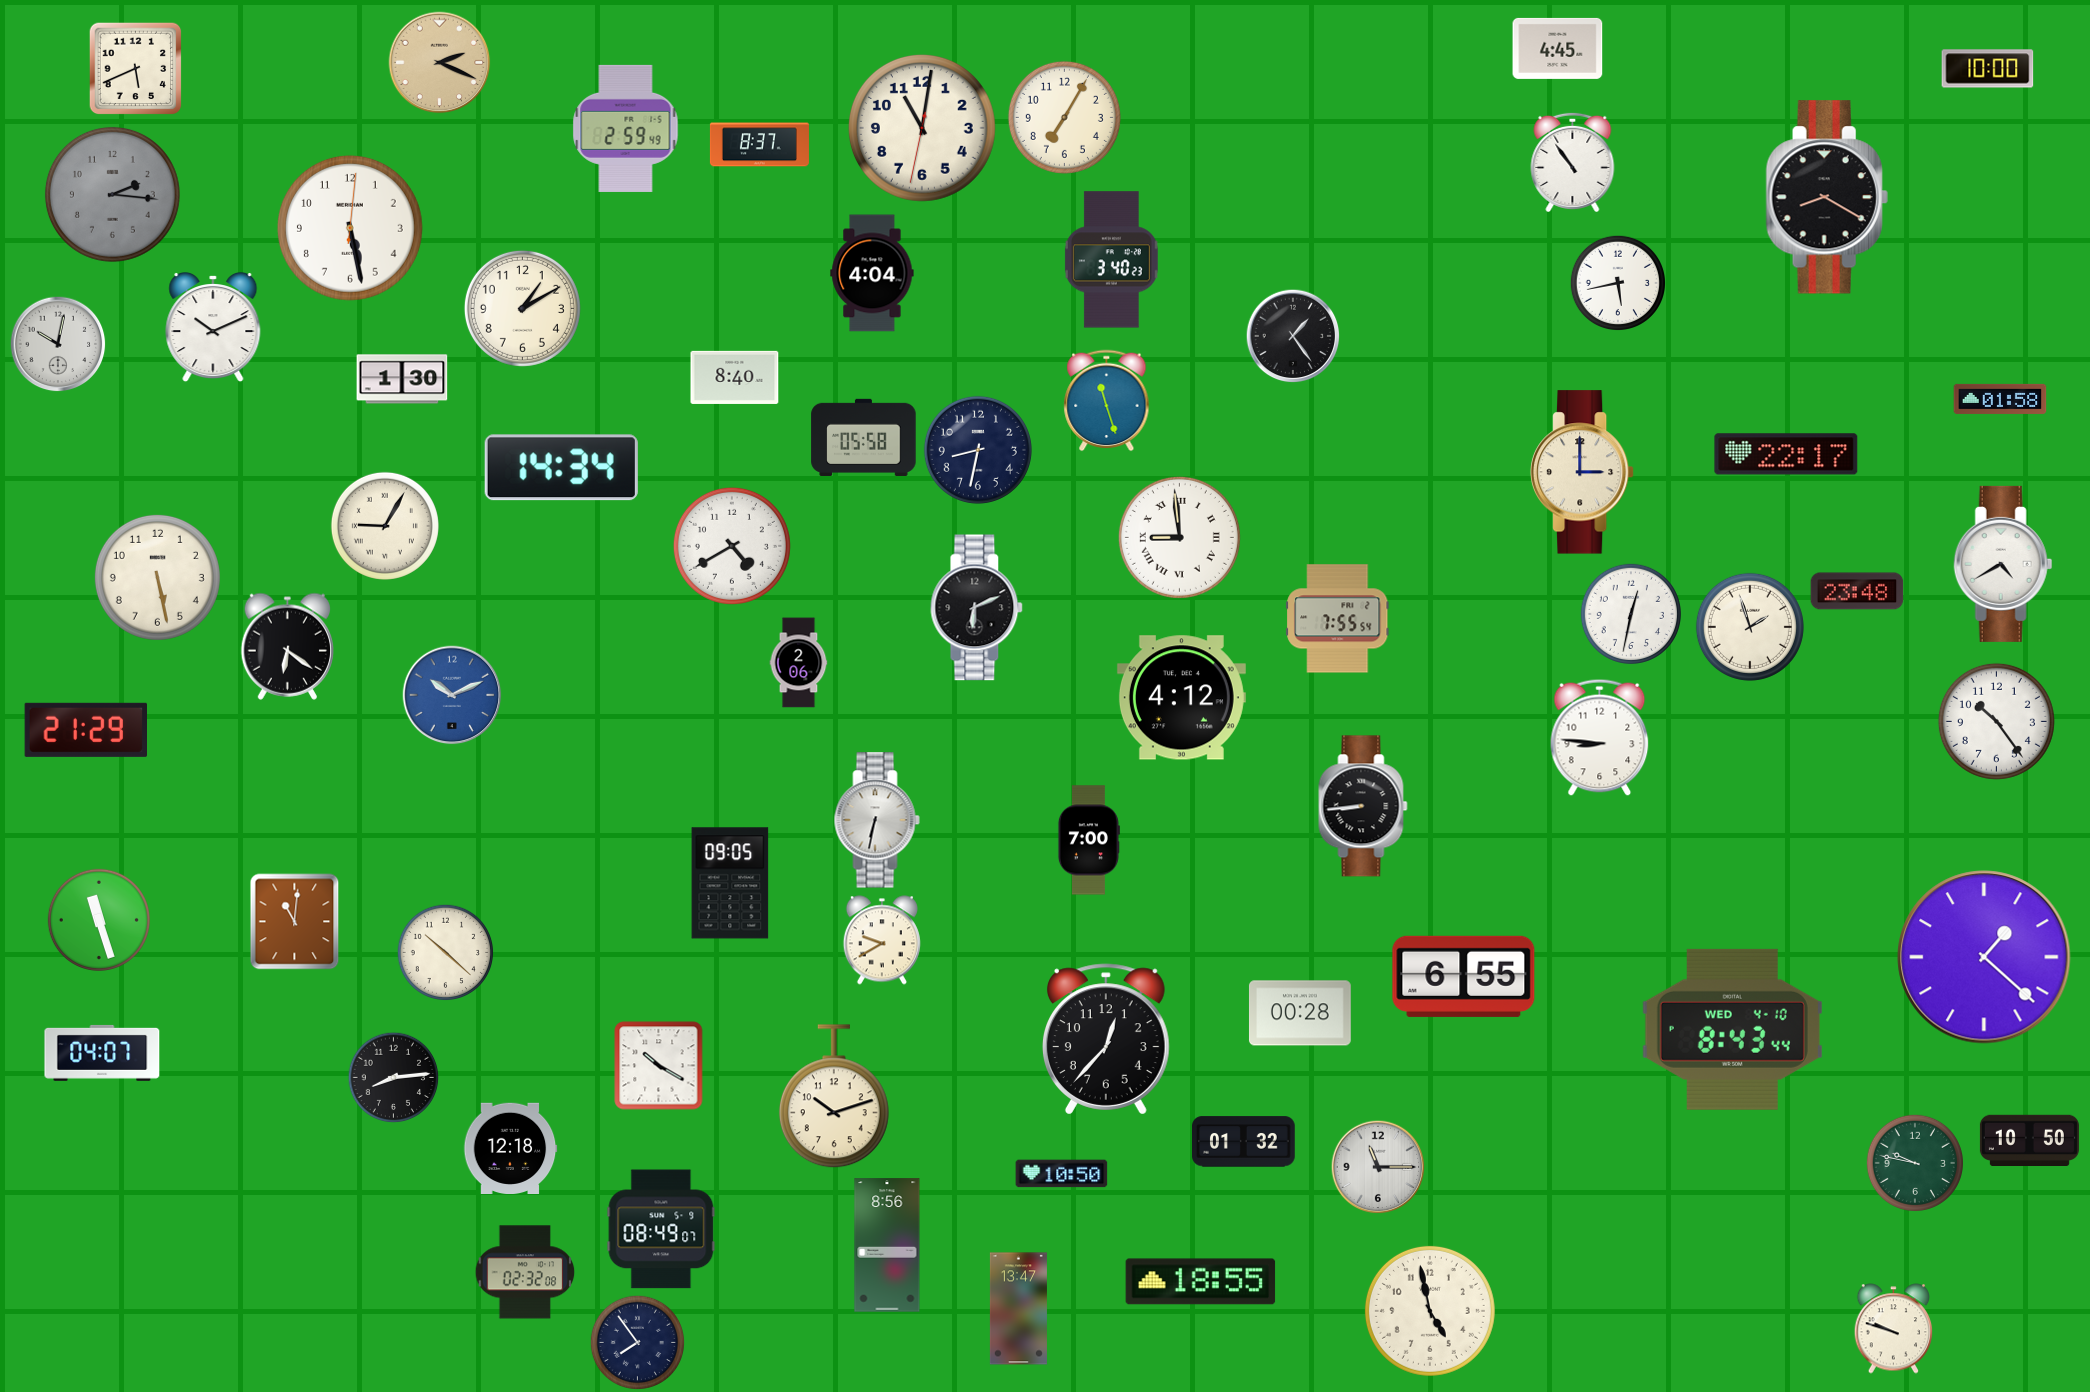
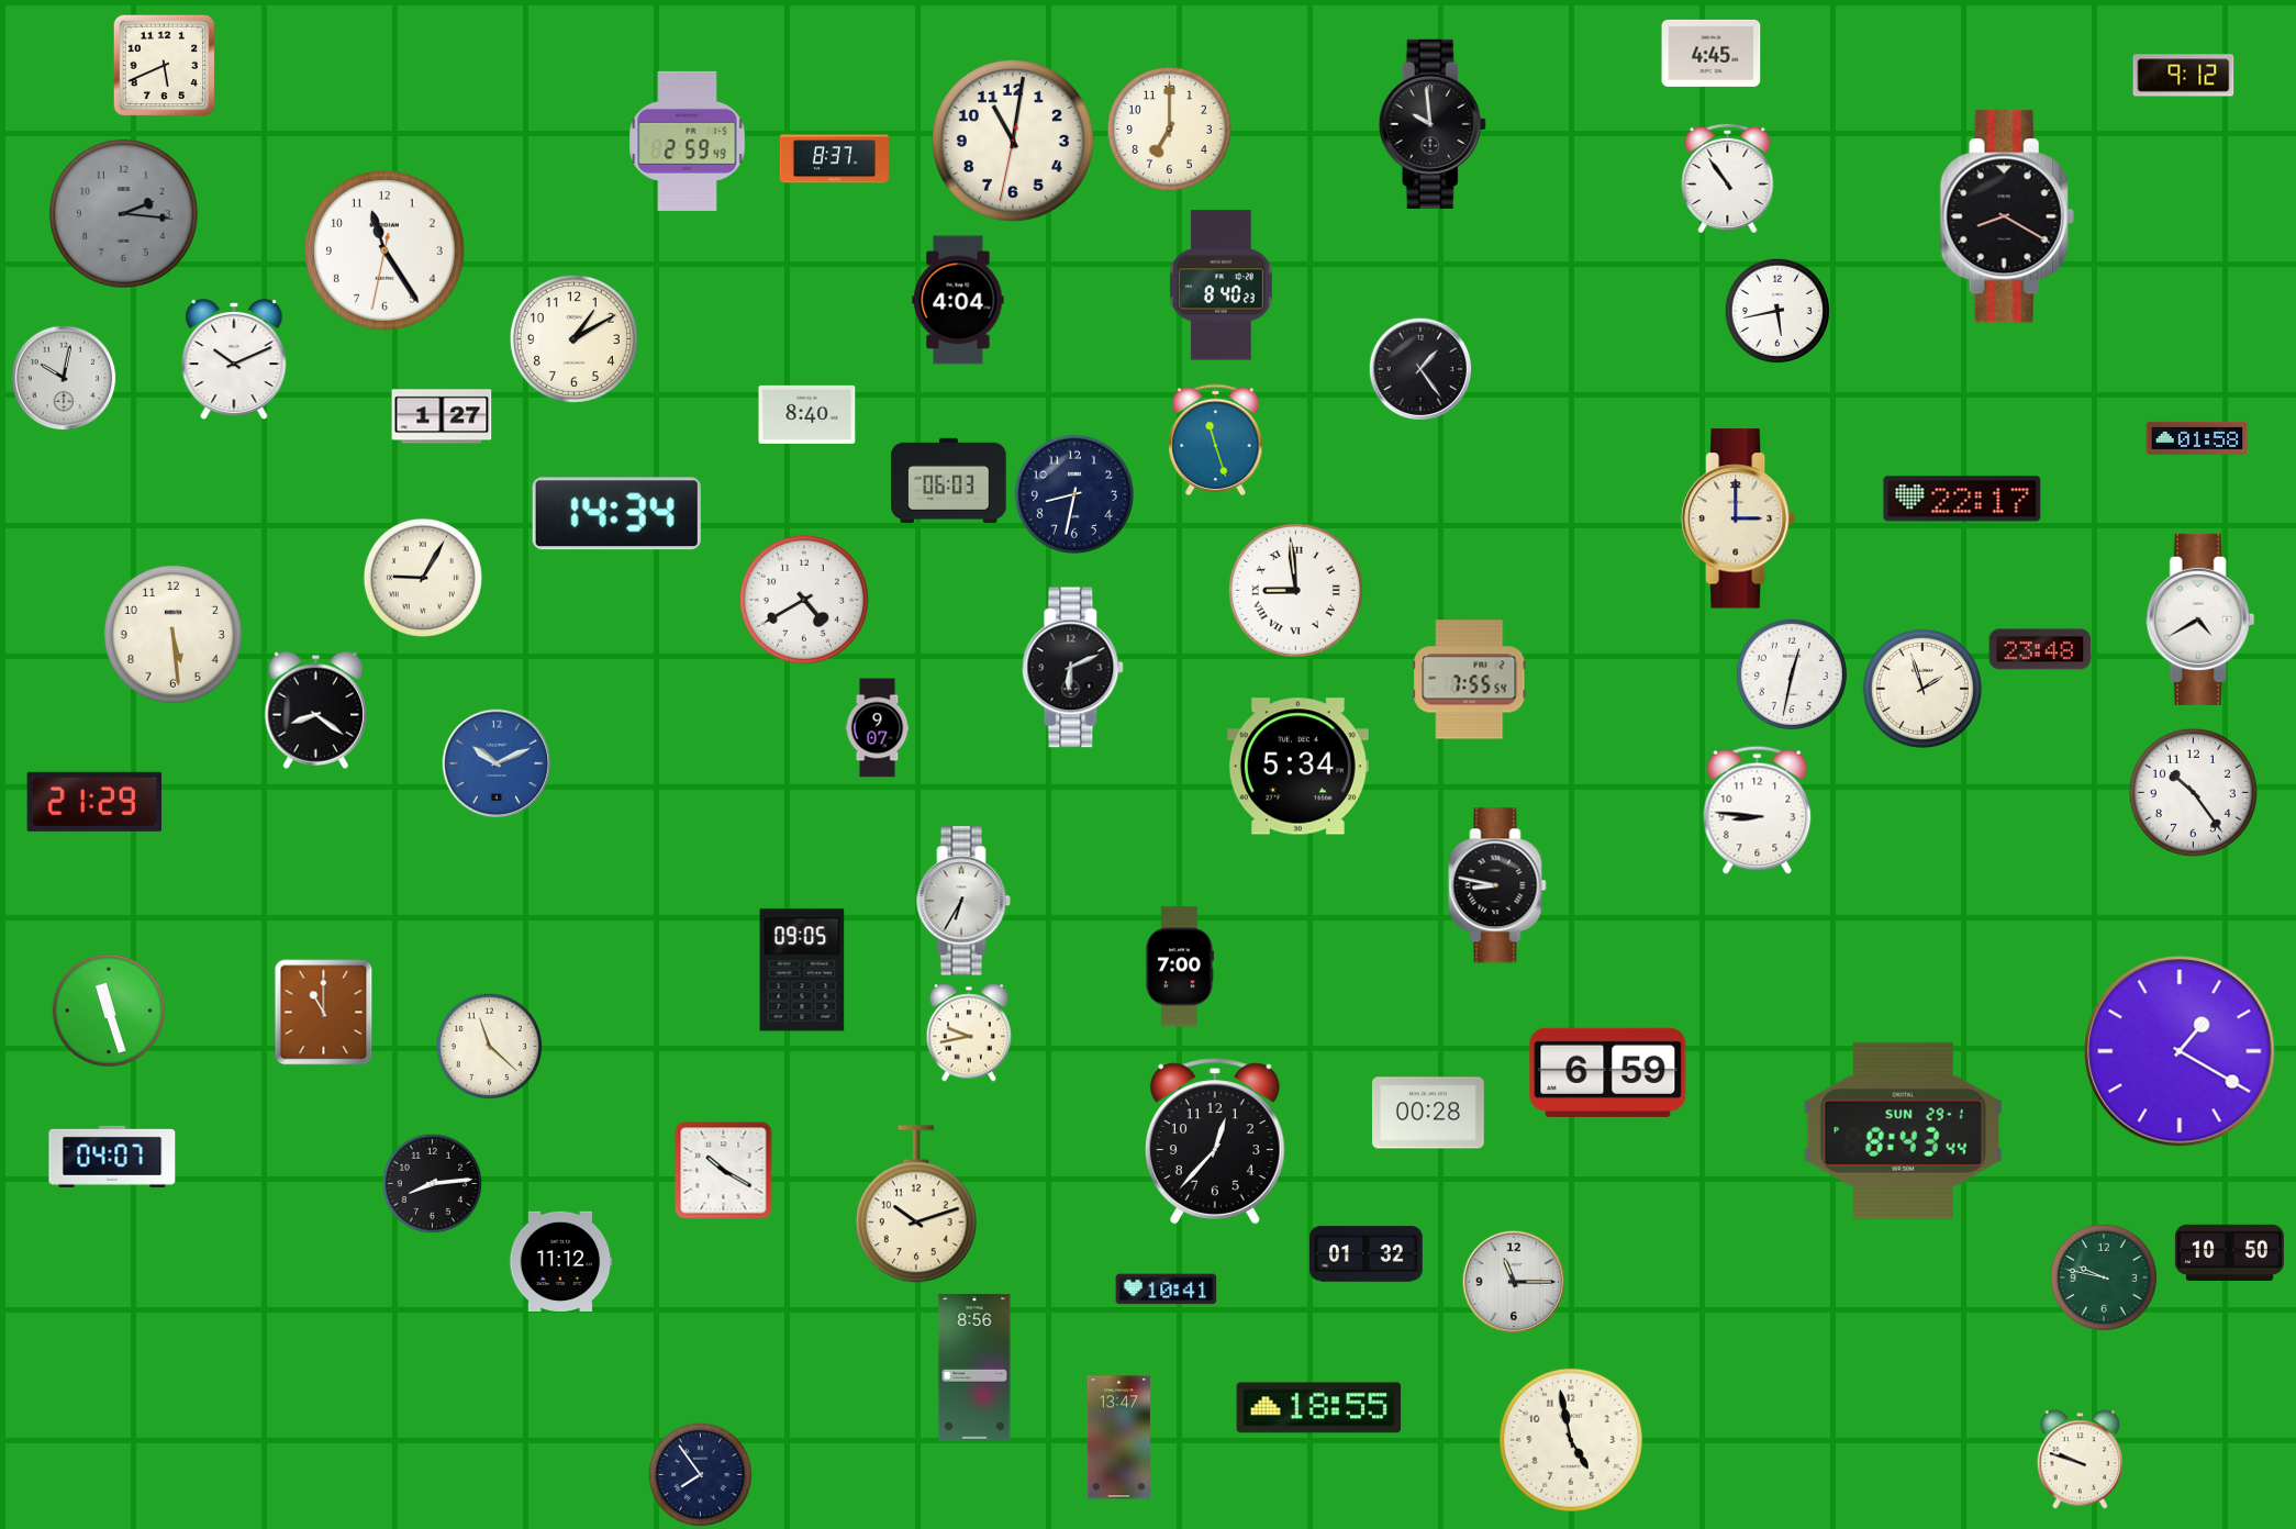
clock at (440, 63): 2:19 -> none
clock at (136, 69) position: (136, 69) -> (165, 66)
clock at (1988, 69): 10:00 -> 9:12
clock at (1433, 124): none -> 9:59
clock at (1064, 117): 7:05 -> 7:00
clock at (350, 228): 5:28 -> 11:24
clock at (1111, 260): 3:40 -> 8:40
clock at (402, 379): 1:30 -> 1:27
clock at (864, 437): 05:58 -> 06:03
clock at (157, 577): 5:28 -> 5:29
clock at (287, 646): 6:21 -> 8:21
clock at (799, 663): 2:06 -> 9:07
clock at (1181, 698): 4:12 -> 5:34
clock at (1363, 806): 8:44 -> 8:47
clock at (877, 820): 6:32 -> 6:35
clock at (1088, 840) position: (1088, 840) -> (1179, 967)
clock at (295, 922): 11:01 -> 11:00
clock at (882, 940): 9:40 -> 9:43
clock at (445, 952): 10:22 -> 11:22
clock at (1984, 957): 1:22 -> 1:20
clock at (1464, 976): 6:55 -> 6:59
clock at (1732, 1029) date: WED 4-10 -> SUN 29-1
clock at (510, 1148): 12:18 -> 11:12
clock at (1062, 1174): 10:50 -> 10:41
clock at (661, 1229): 08:49 -> none
clock at (525, 1272): 02:32 -> none
